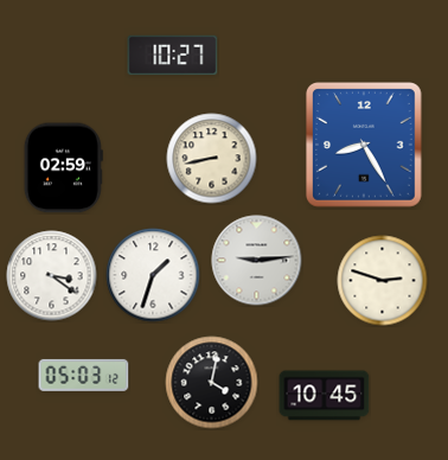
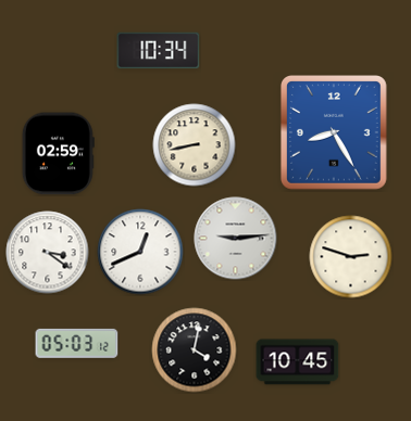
clock at (173, 56): 10:27 -> 10:34
clock at (153, 275): 1:33 -> 12:41
